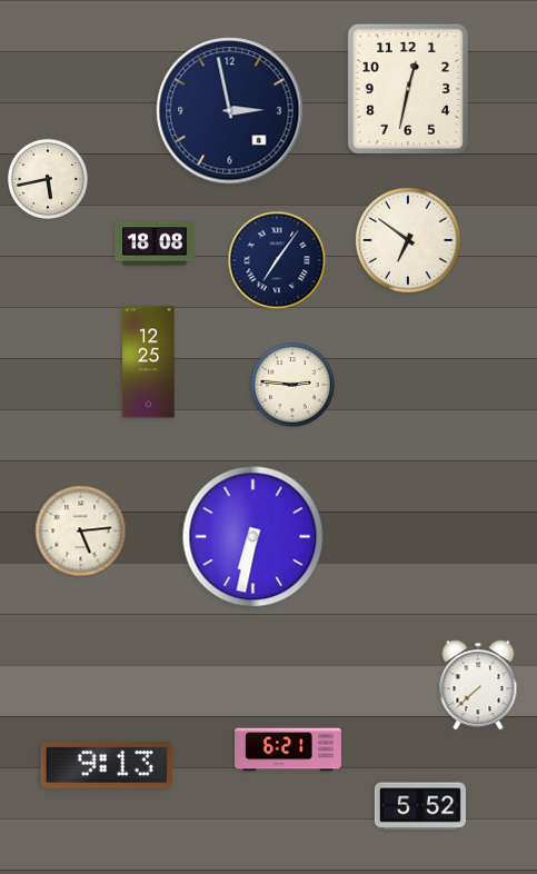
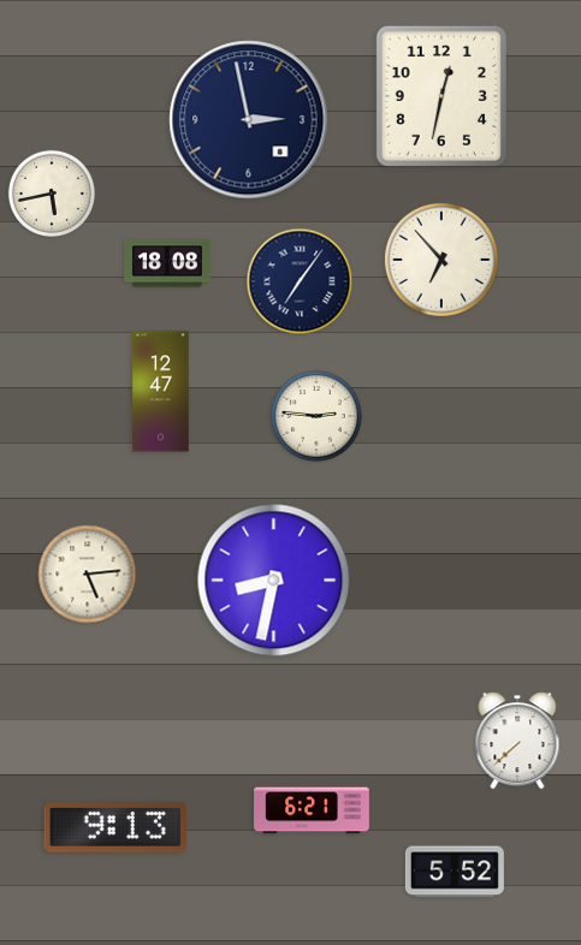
clock at (408, 240): 6:51 -> 6:53
clock at (149, 362): 12:25 -> 12:47
clock at (253, 537): 6:32 -> 8:32
